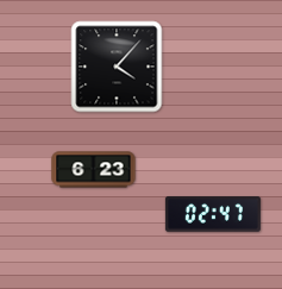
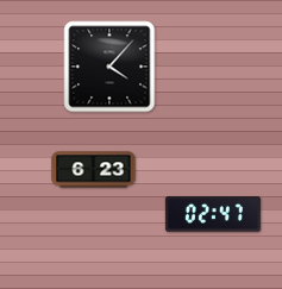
clock at (117, 67) position: (117, 67) -> (109, 67)
